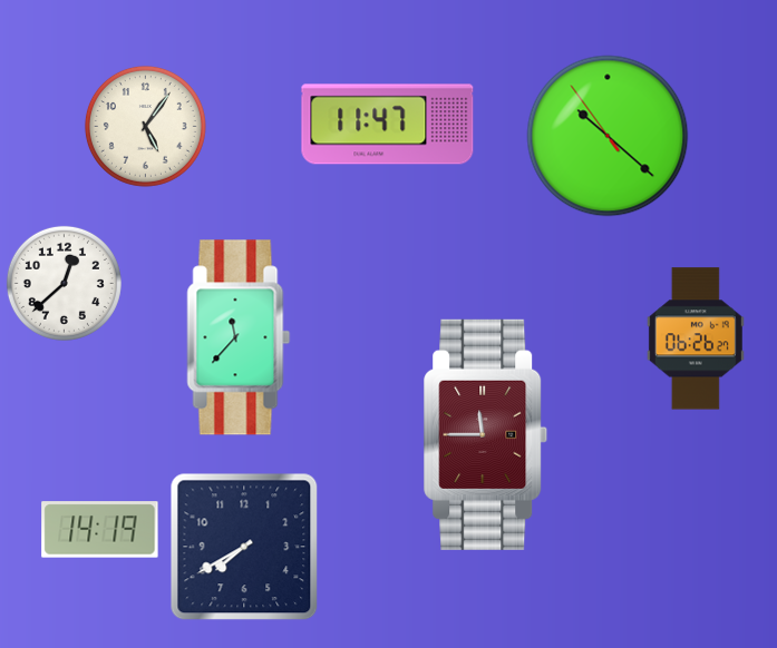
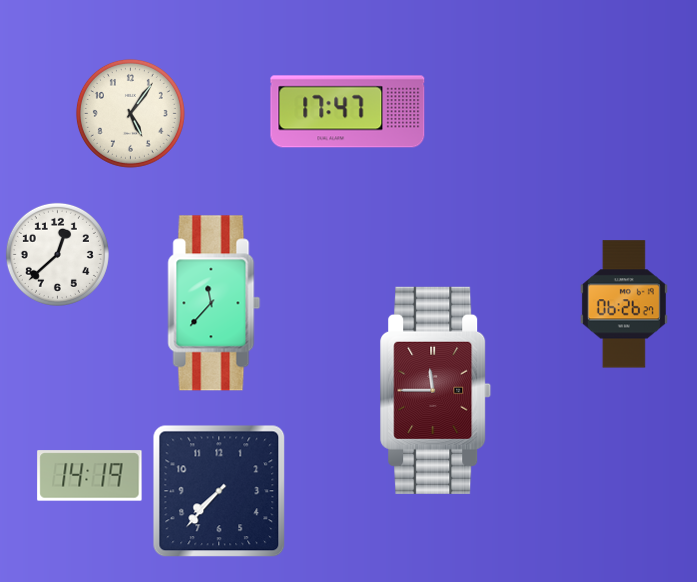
clock at (388, 125): 11:47 -> 17:47
clock at (608, 136): 10:21 -> none
clock at (244, 547): 7:40 -> 7:37
